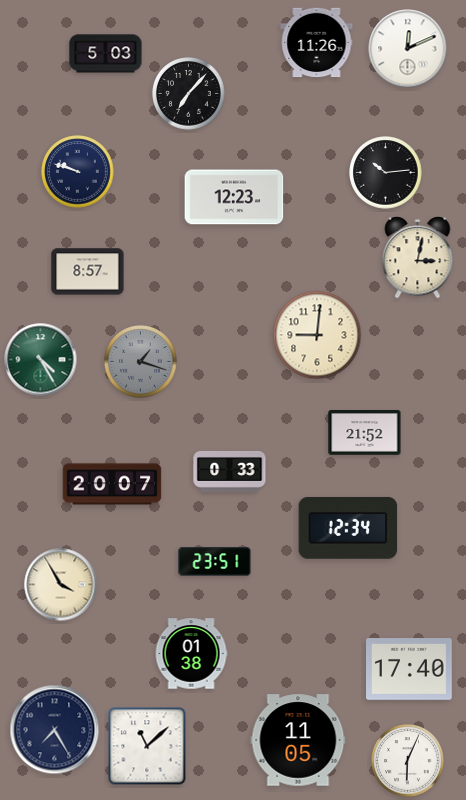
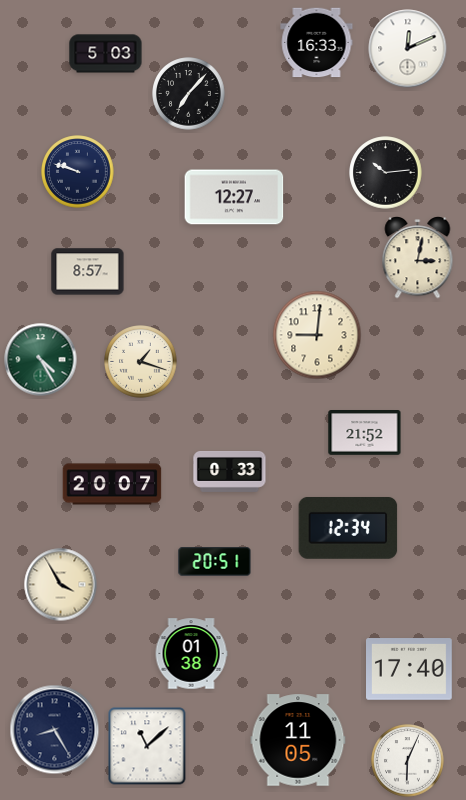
clock at (317, 43): 11:26 -> 16:33
clock at (234, 197): 12:23 -> 12:27
clock at (141, 362) dial: grey -> cream
clock at (215, 562): 23:51 -> 20:51
clock at (55, 730): 7:25 -> 8:25
